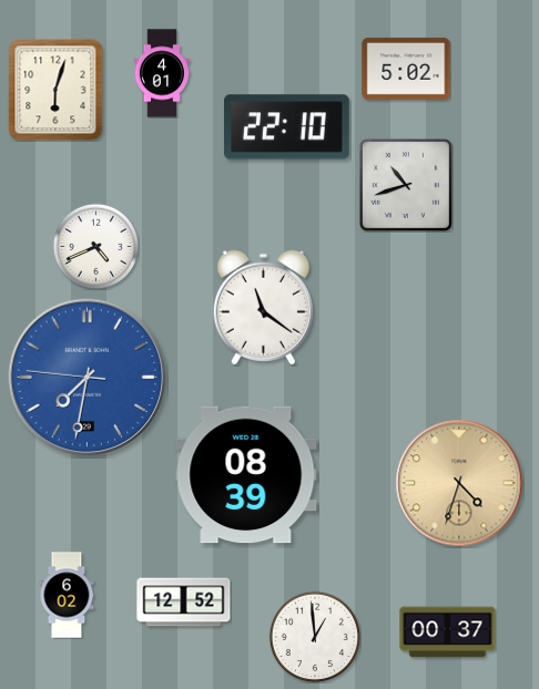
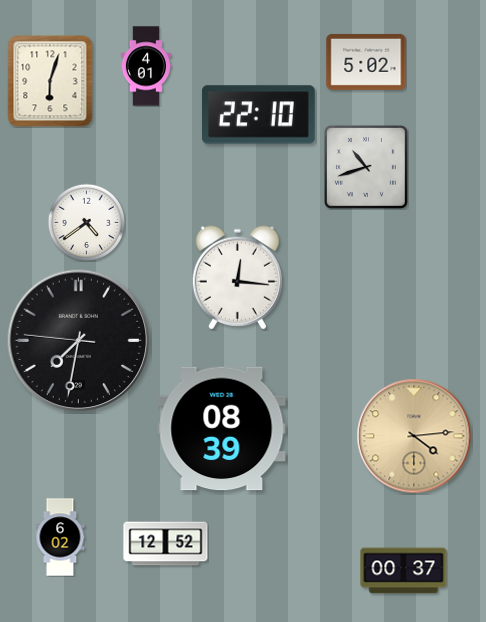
clock at (95, 246): 4:41 -> 4:39
clock at (263, 308): 11:21 -> 12:16
clock at (88, 378) dial: blue -> black
clock at (459, 483): 4:33 -> 4:14
clock at (315, 637): 12:59 -> none
